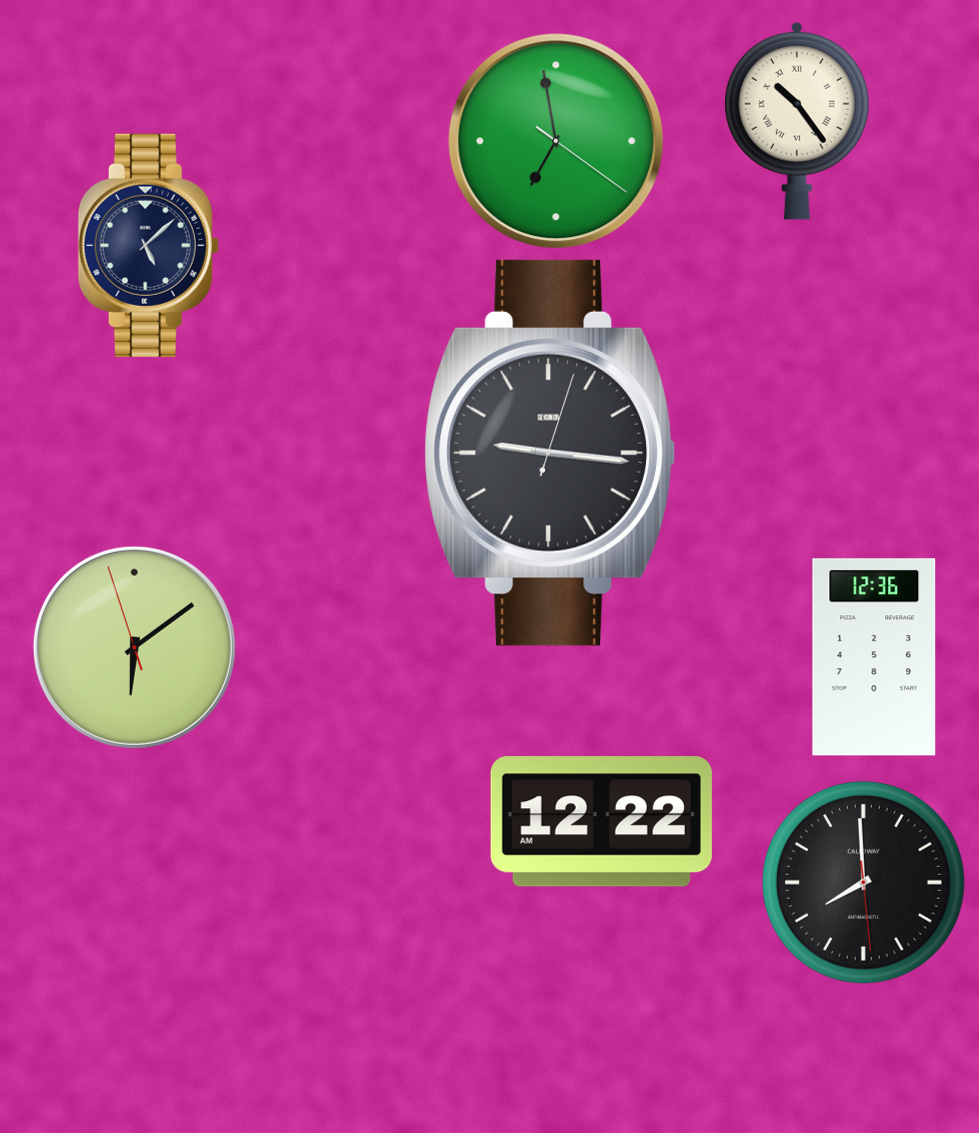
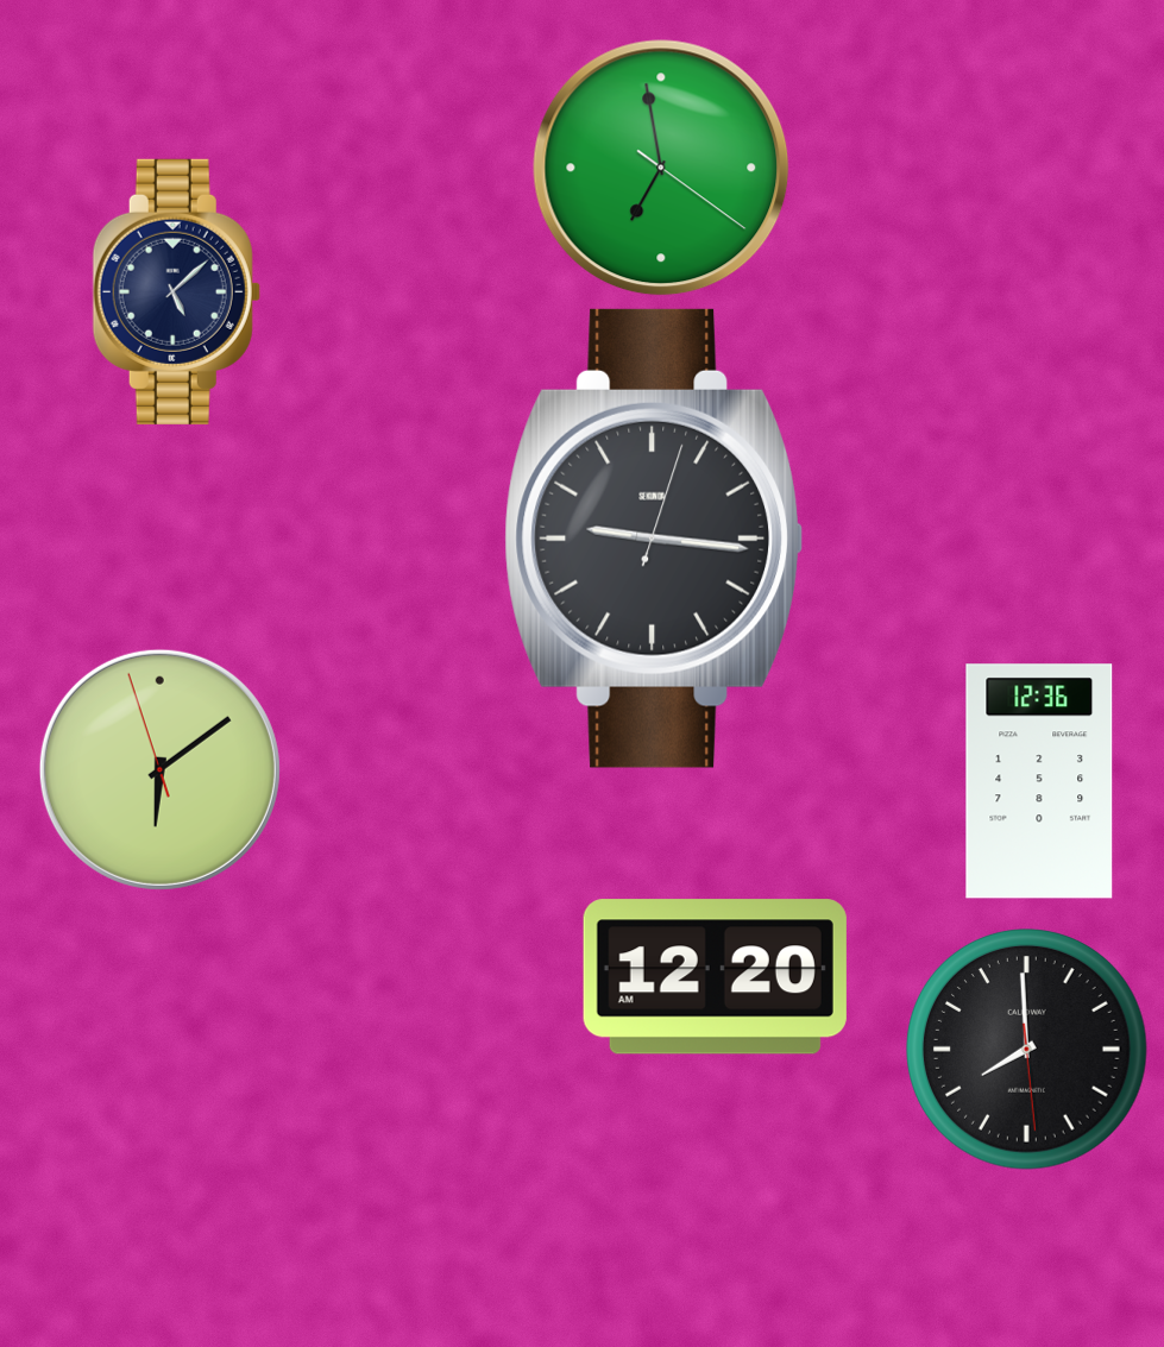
clock at (798, 121): 10:24 -> none
clock at (601, 822): 12:22 -> 12:20
